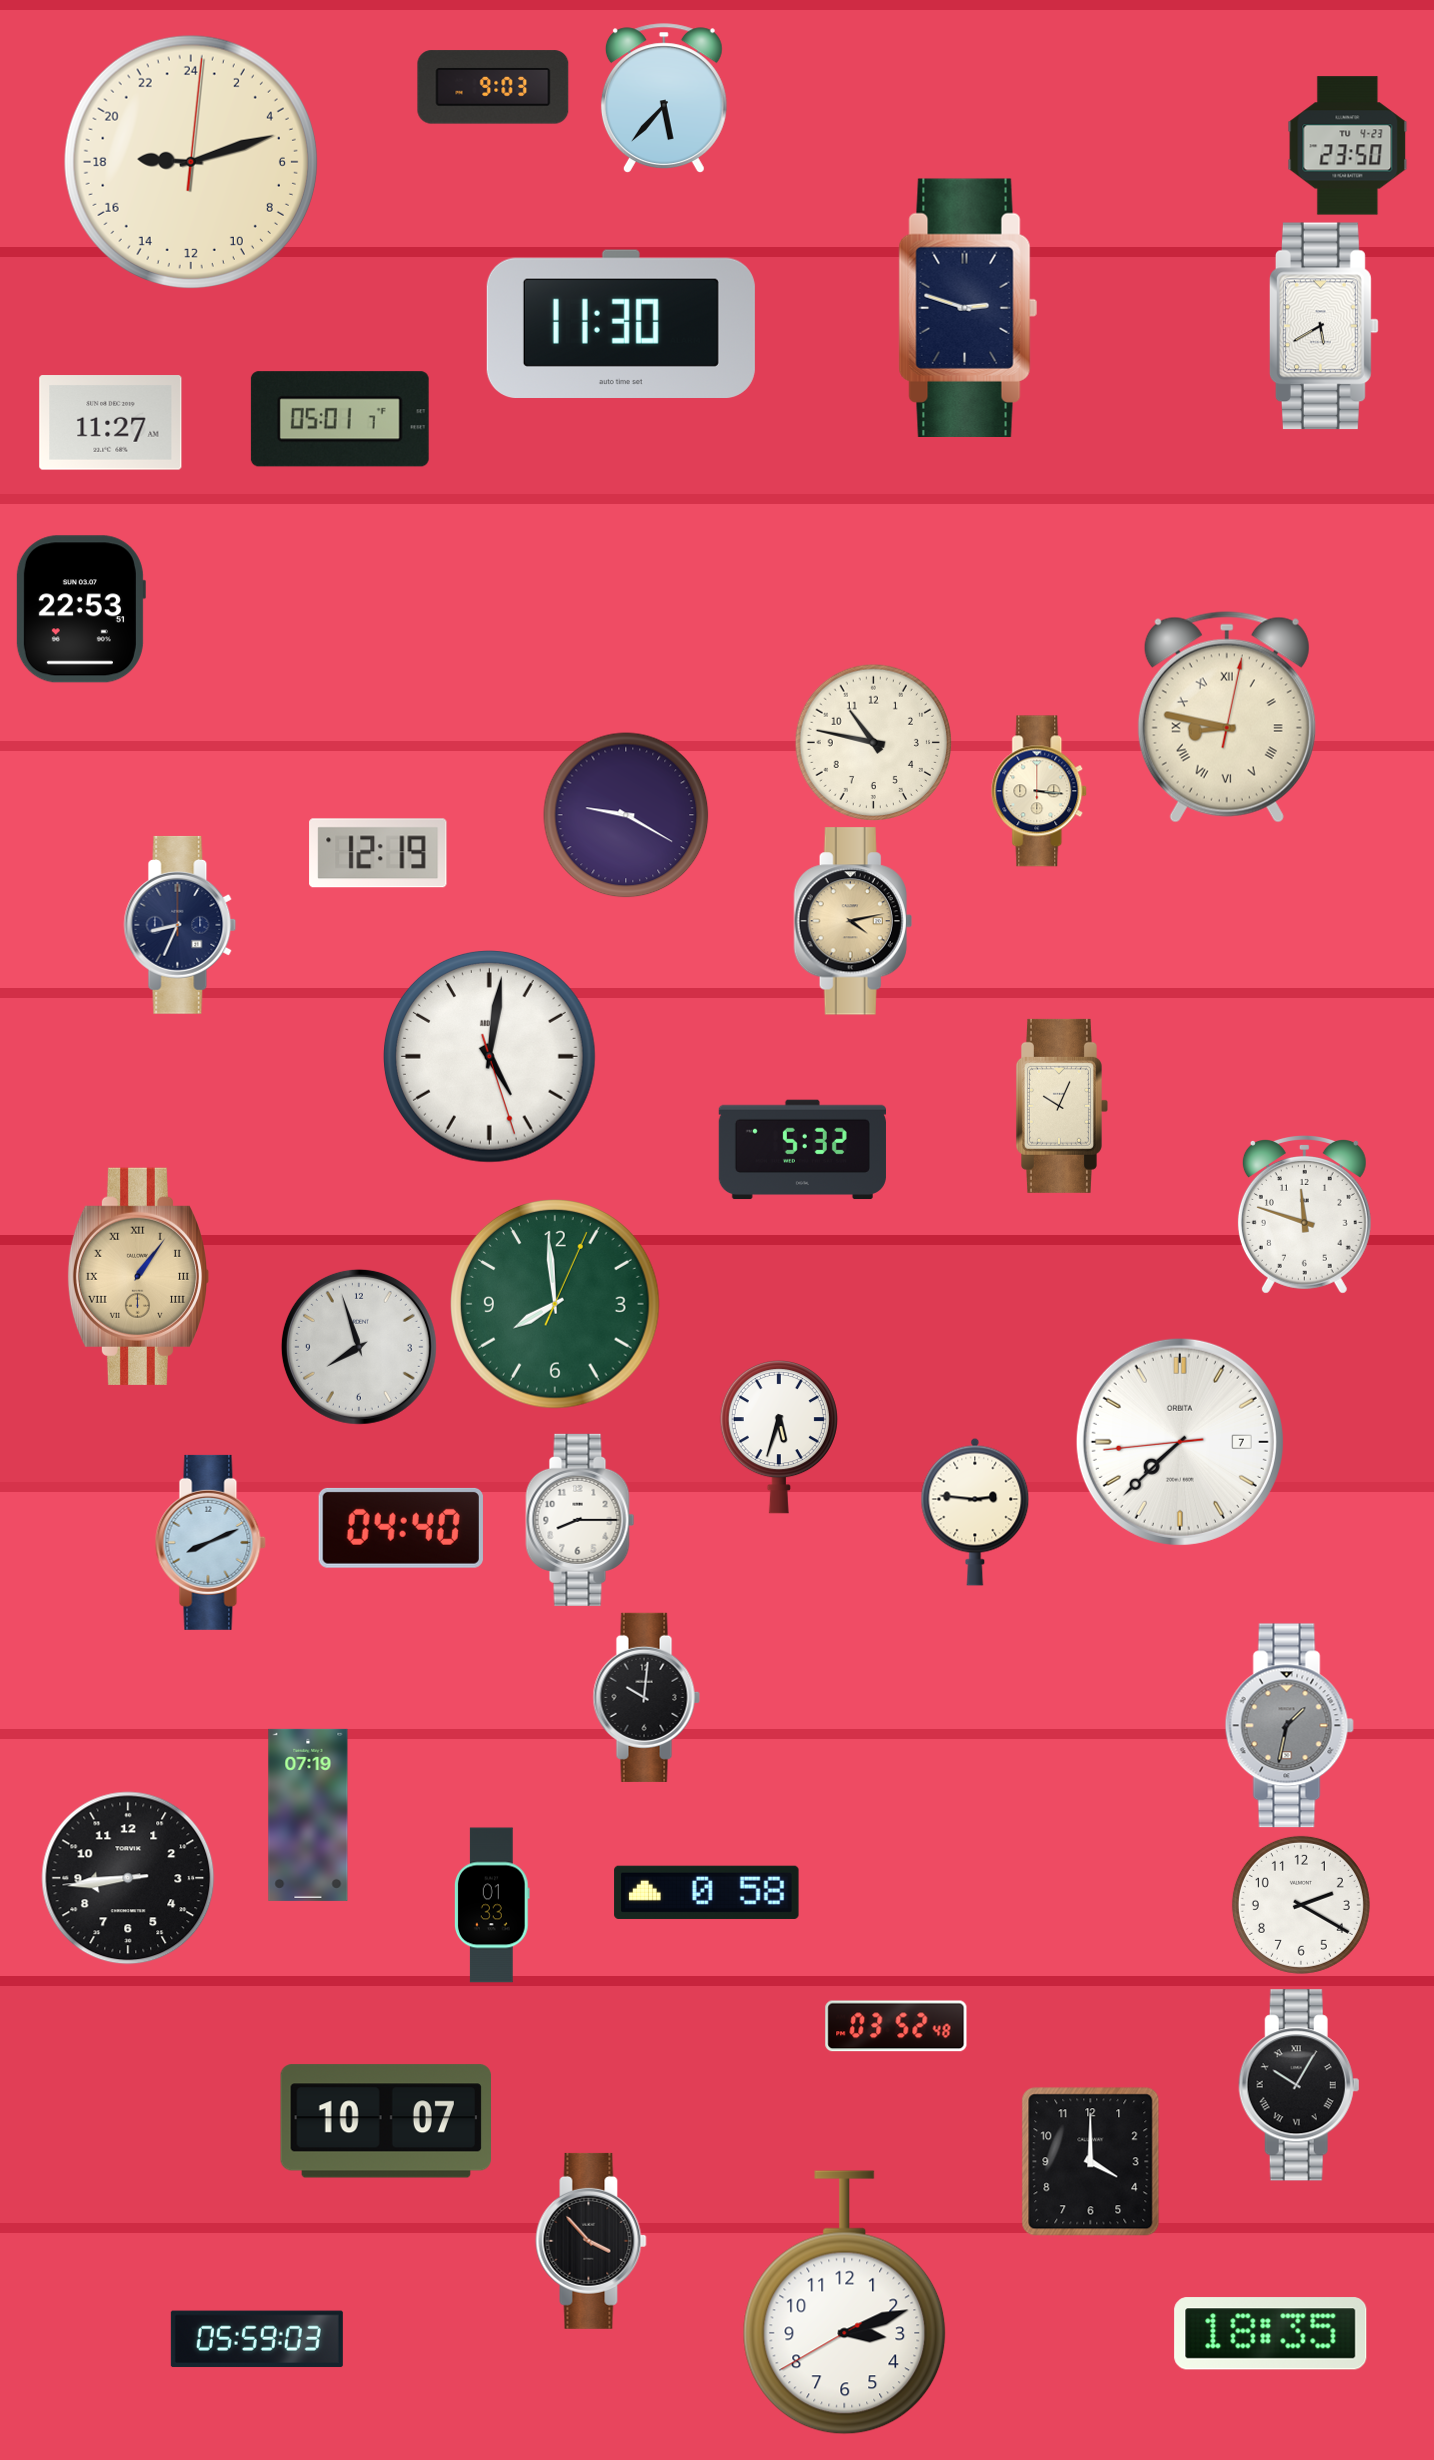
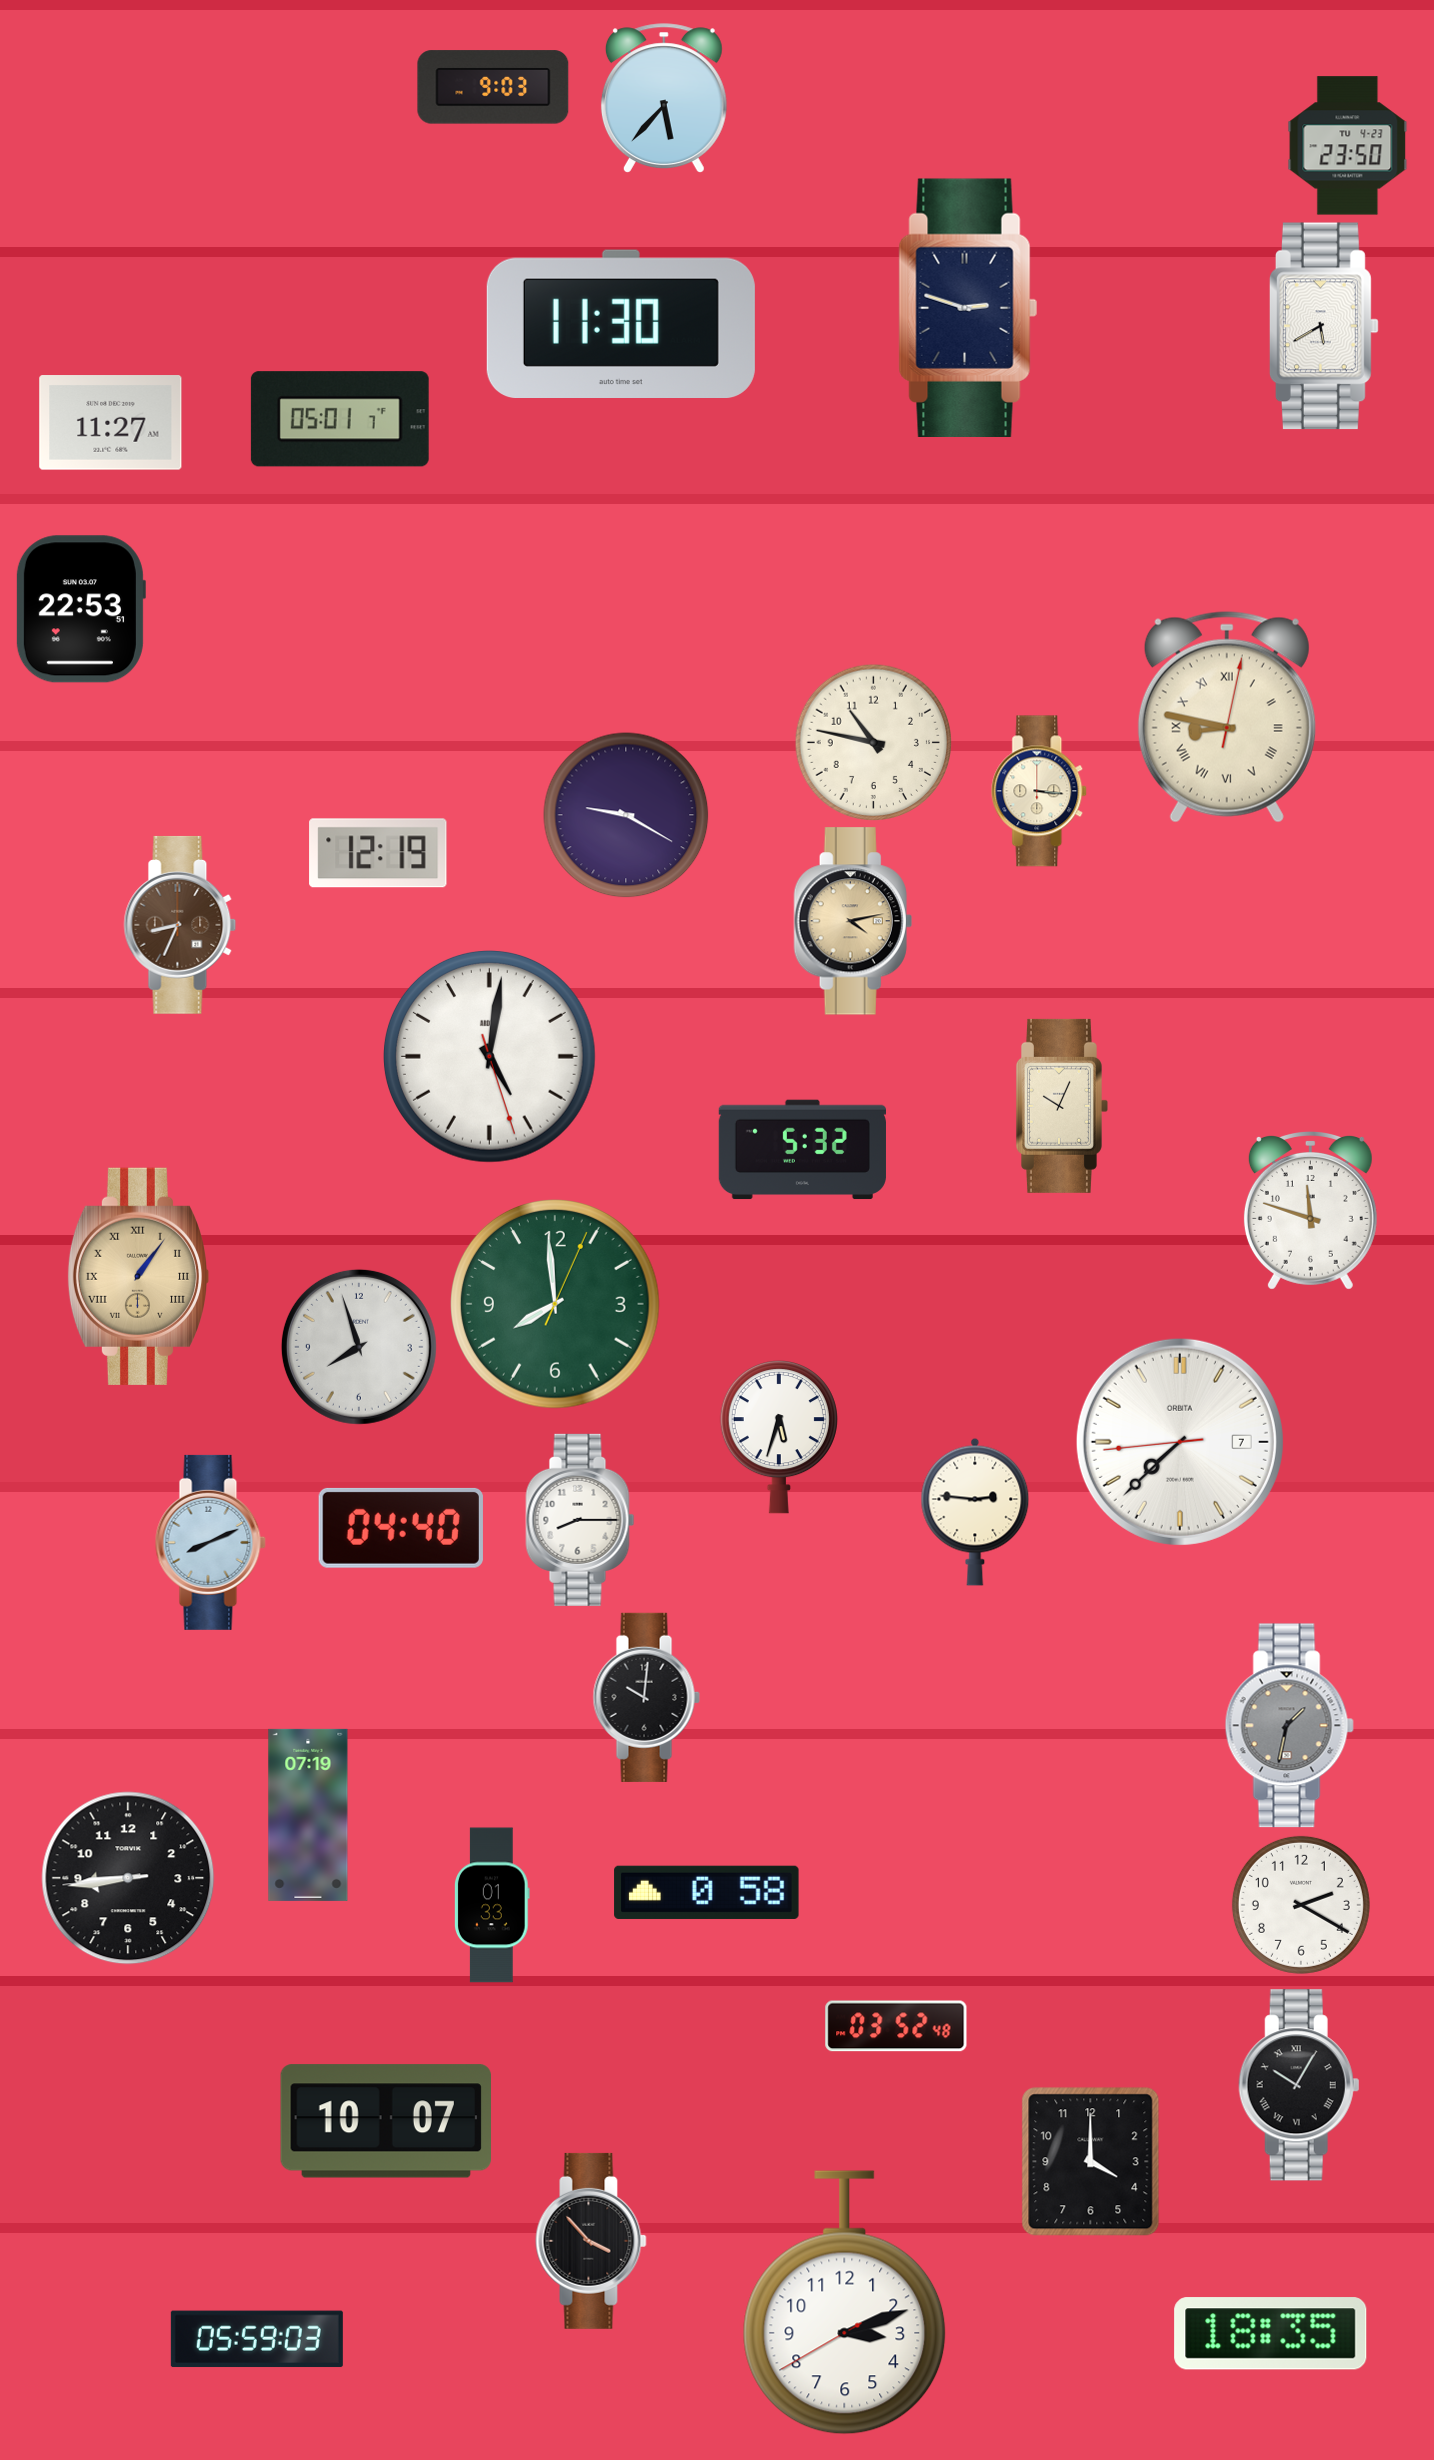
clock at (191, 162): 18:12 -> none
clock at (180, 925) dial: navy -> brown
clock at (1304, 1215) position: (1304, 1215) -> (1310, 1211)
